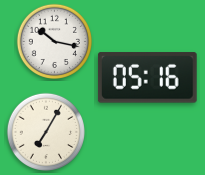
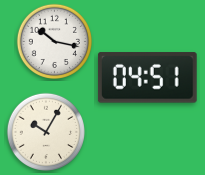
clock at (147, 78): 05:16 -> 04:51
clock at (46, 132): 7:05 -> 10:05
